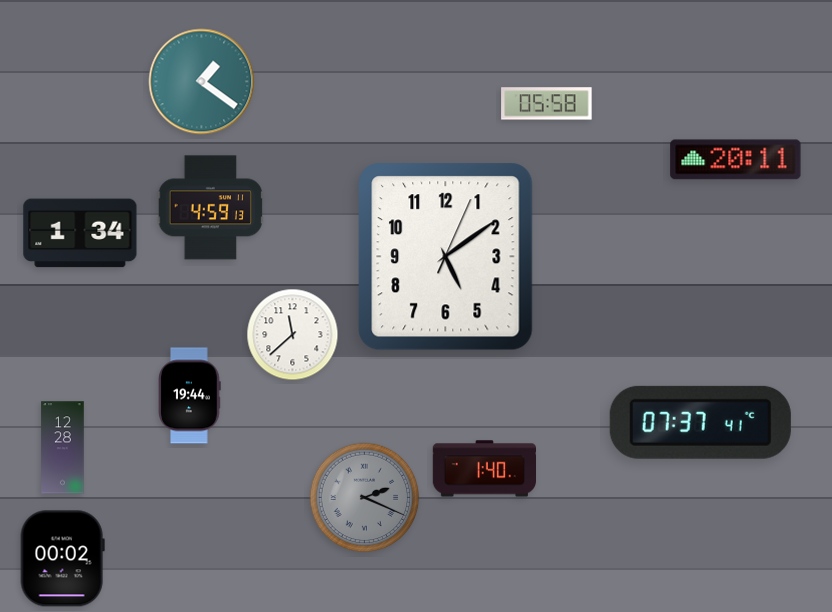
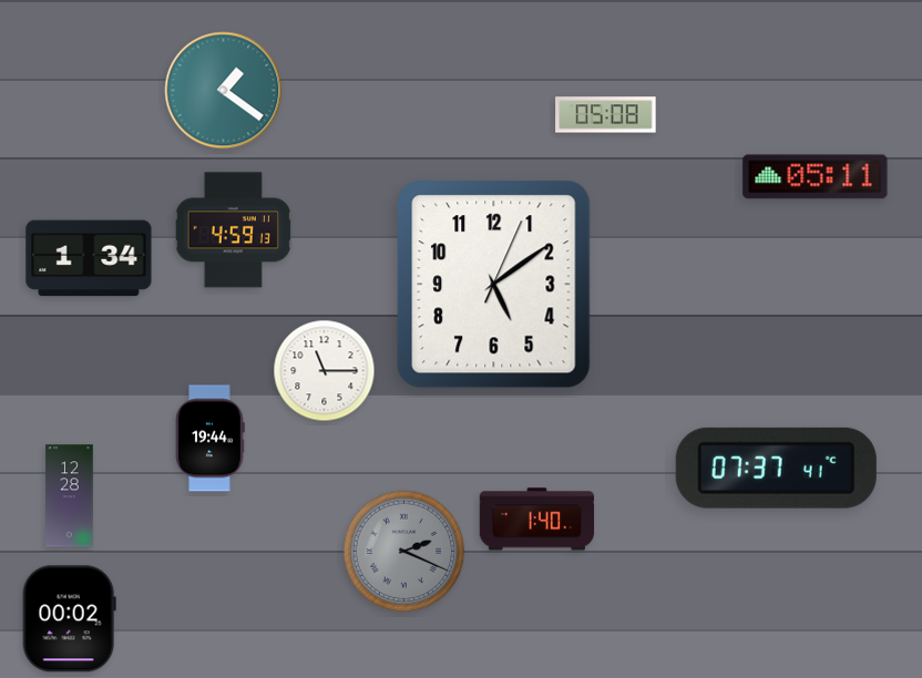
clock at (547, 104): 05:58 -> 05:08
clock at (736, 160): 20:11 -> 05:11
clock at (293, 335): 11:38 -> 11:15
